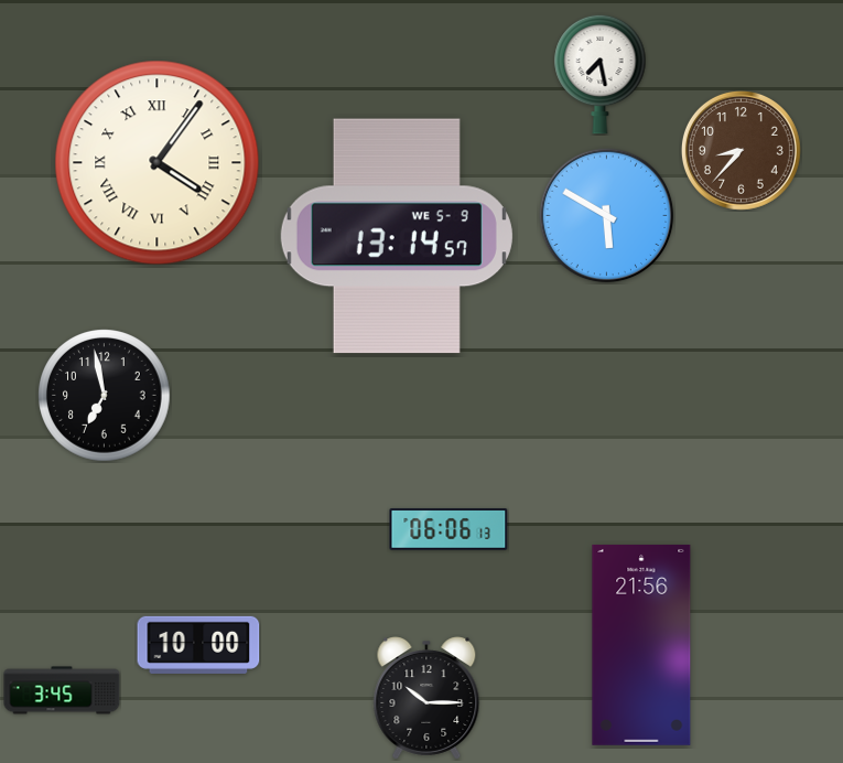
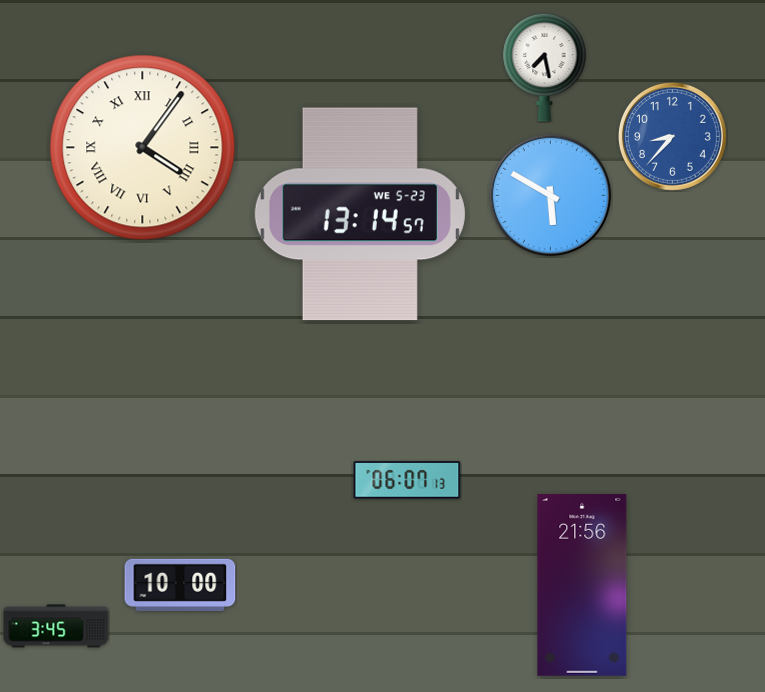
clock at (741, 150) dial: brown -> blue
clock at (397, 236) date: WE 5-9 -> WE 5-23
clock at (105, 396): 6:58 -> none
clock at (448, 529): 06:06 -> 06:07
clock at (426, 698): 10:15 -> none
